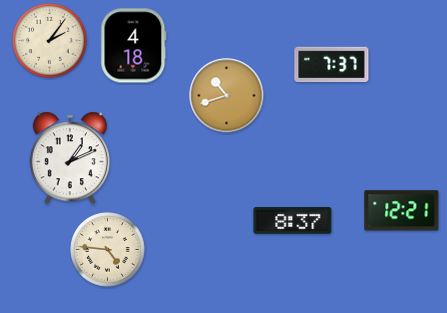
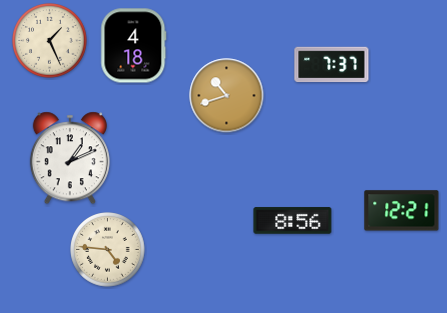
clock at (50, 41): 2:06 -> 1:26
clock at (293, 221): 8:37 -> 8:56
